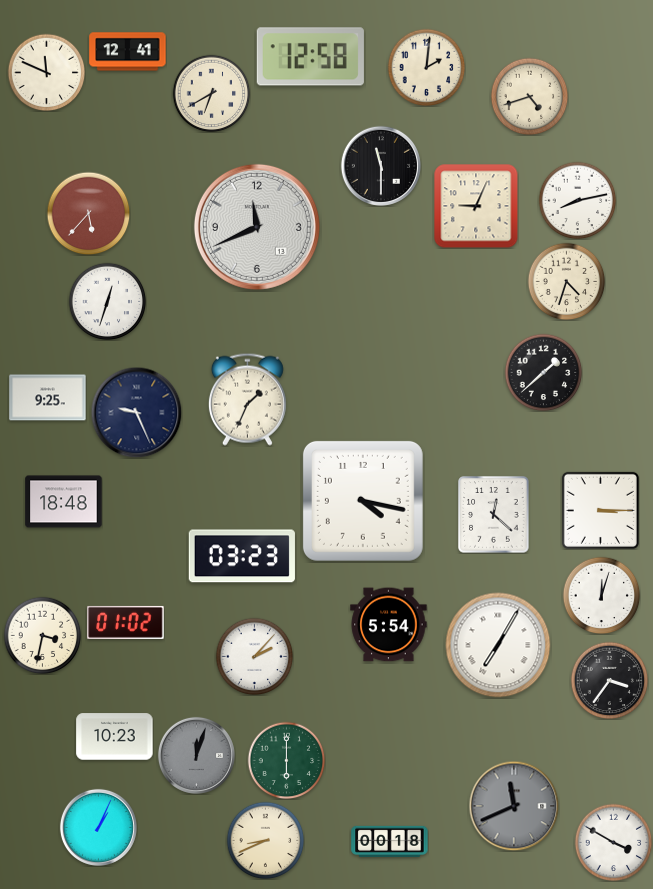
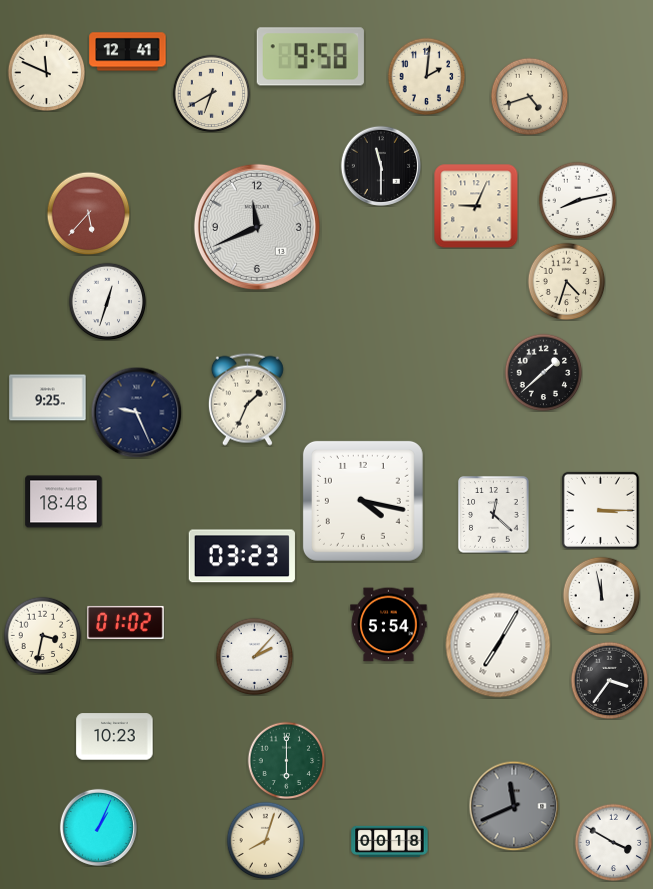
clock at (310, 57): 12:58 -> 9:58
clock at (426, 67) position: (426, 67) -> (426, 76)
clock at (601, 595): 12:03 -> 11:58
clock at (196, 755): 12:03 -> none
clock at (265, 840): 8:41 -> 8:03
